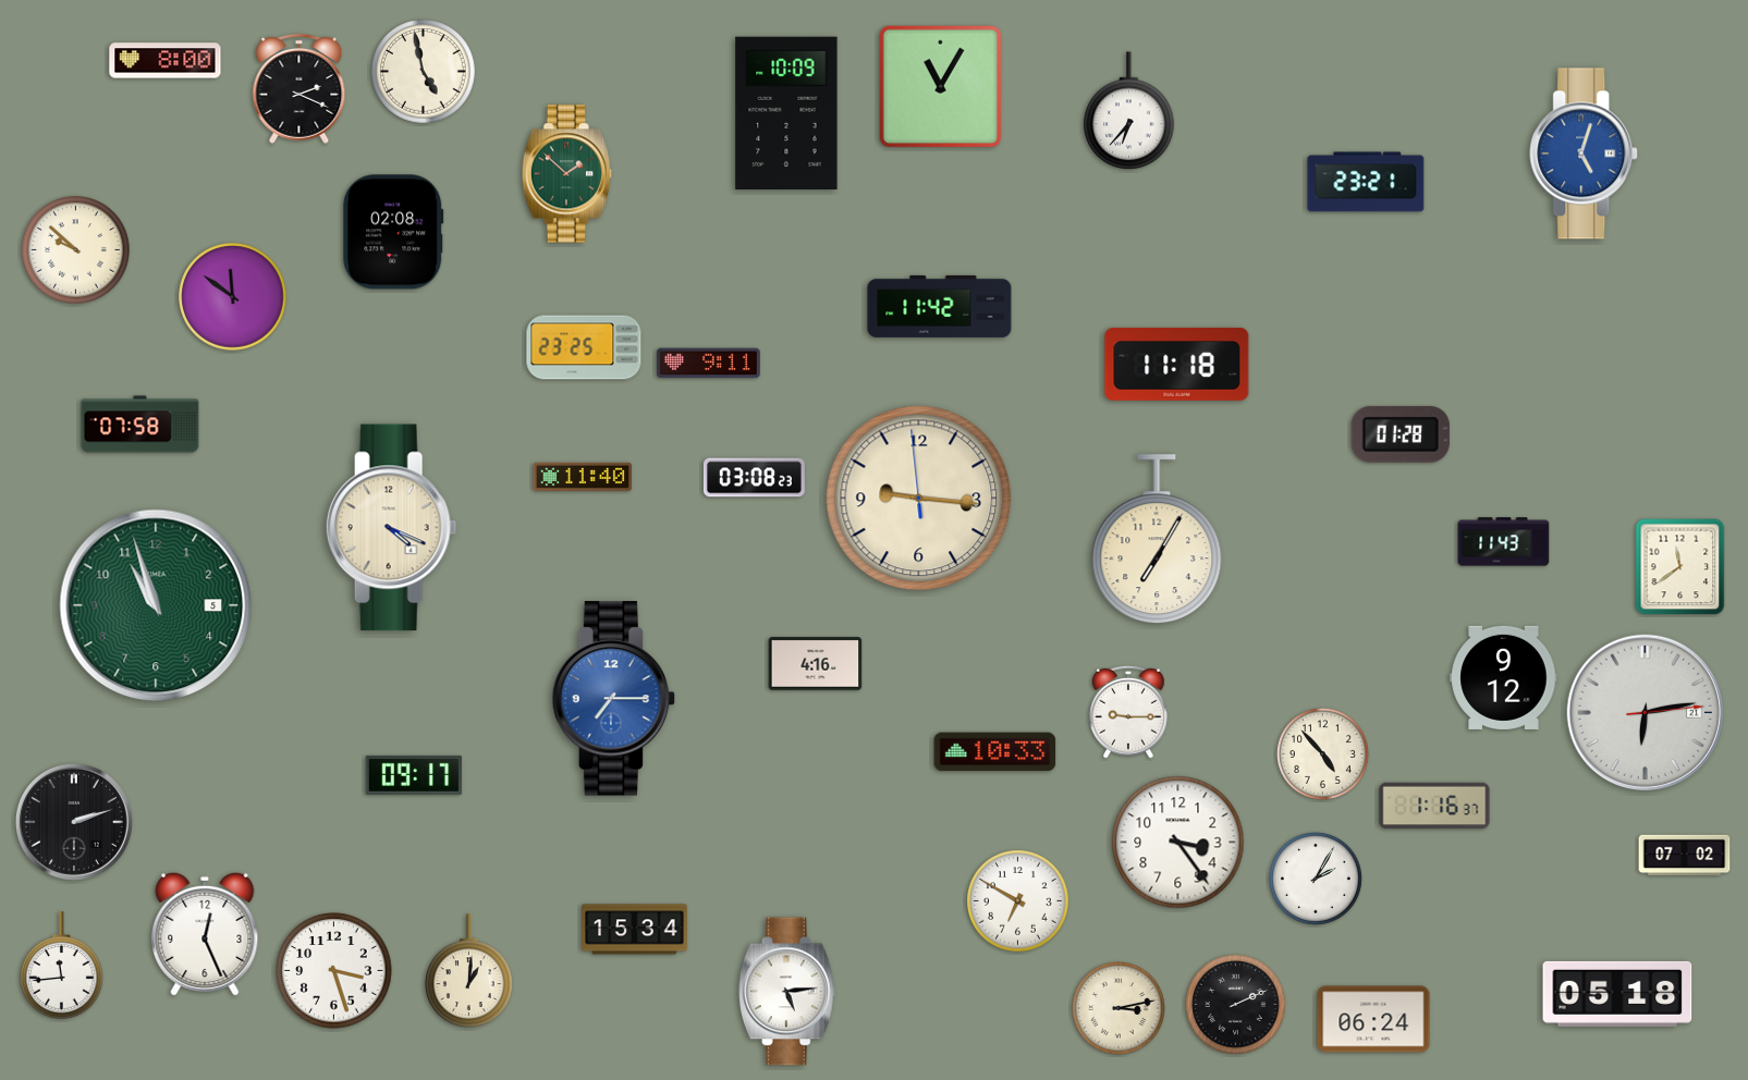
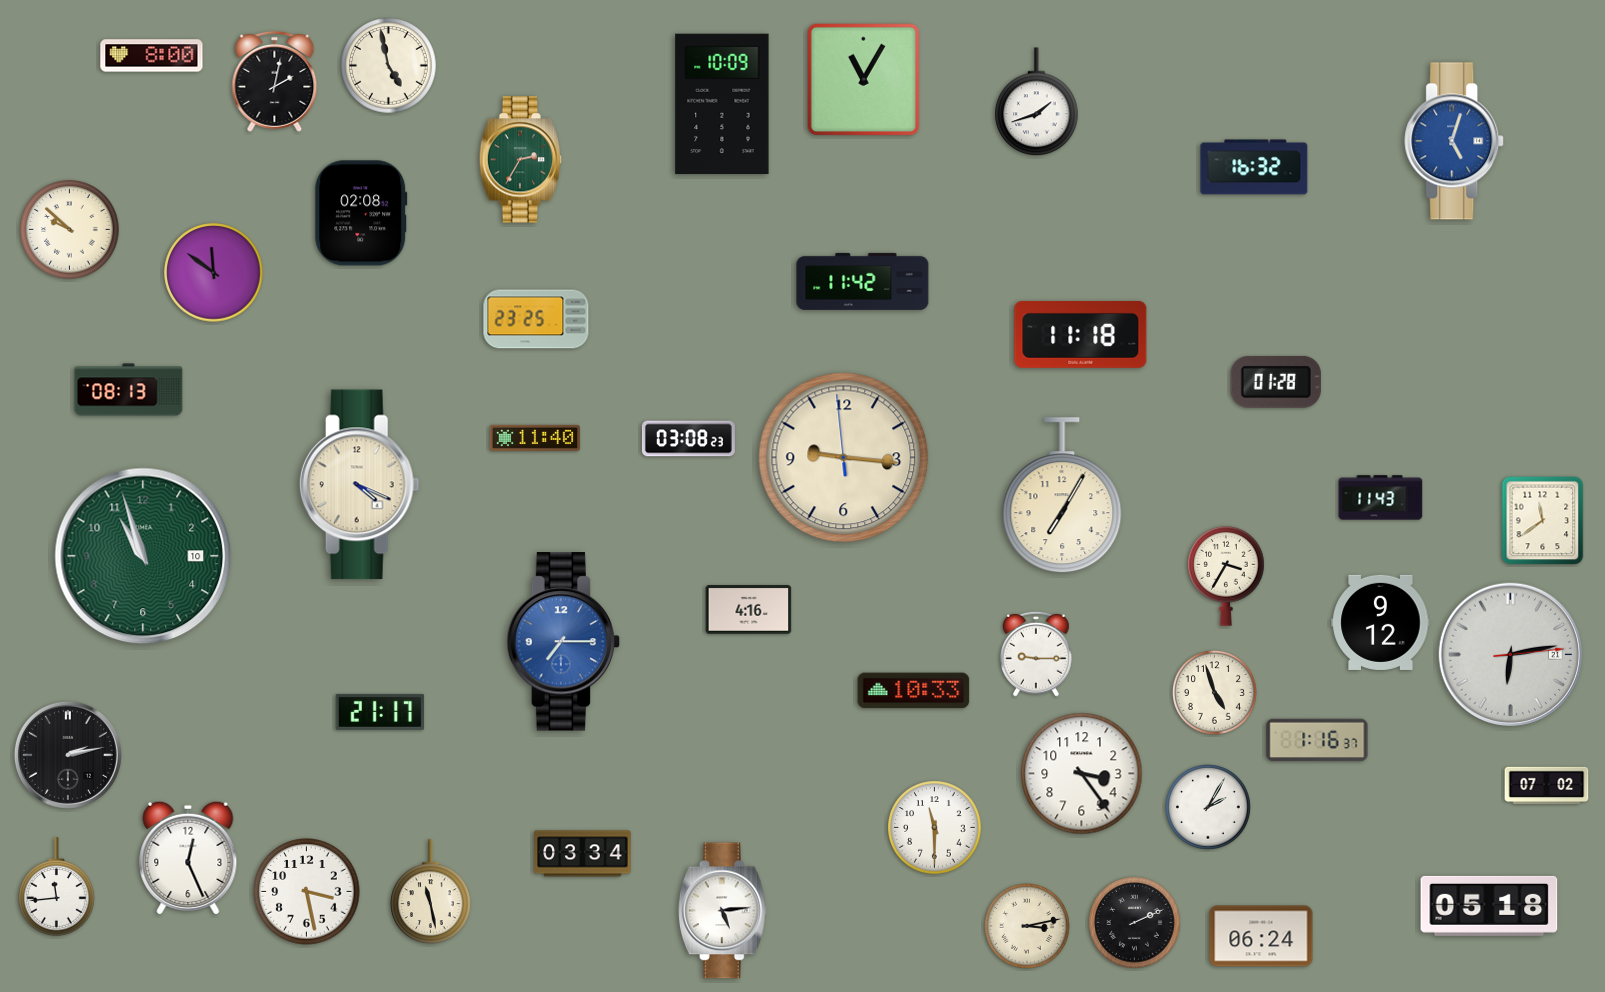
clock at (300, 88): 2:19 -> 2:02
clock at (1129, 111): 6:37 -> 1:42
clock at (567, 174): 1:52 -> 2:35
clock at (1366, 182): 23:21 -> 16:32
clock at (709, 364): 9:11 -> none
clock at (140, 425): 07:58 -> 08:13
clock at (1401, 434) position: (1401, 434) -> (1276, 382)
clock at (754, 478) position: (754, 478) -> (688, 439)
clock at (156, 605) date: 5 -> 10
clock at (1226, 576): none -> 3:35
clock at (1323, 754): 4:53 -> 4:57
clock at (414, 775): 09:17 -> 21:17
clock at (74, 822): 2:12 -> 2:13
clock at (1018, 901): 6:50 -> 11:30
clock at (635, 930): 15:34 -> 03:34
clock at (334, 971): 3:27 -> 3:28
clock at (469, 971): 1:01 -> 11:28
clock at (1617, 994) position: (1617, 994) -> (1489, 906)
